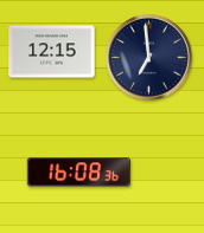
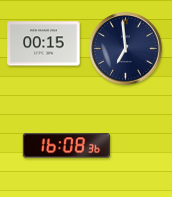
clock at (52, 52): 12:15 -> 00:15
